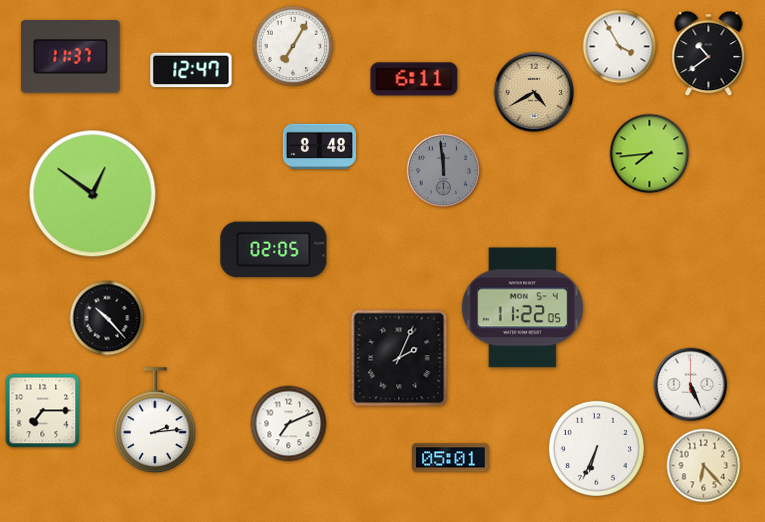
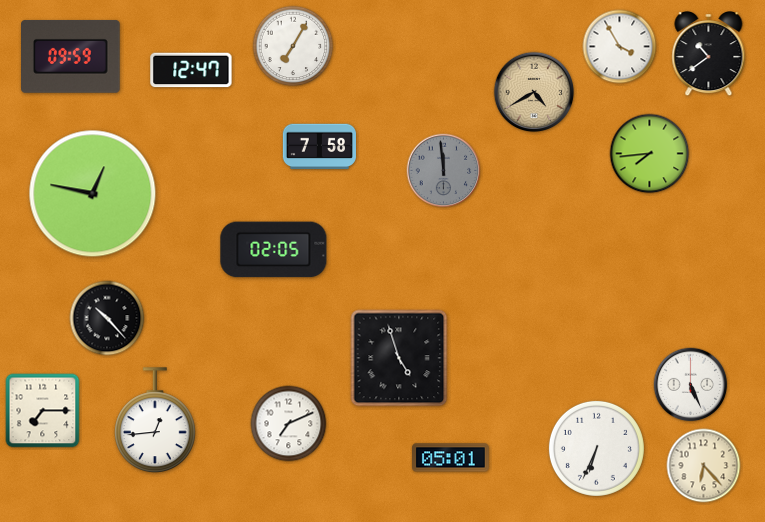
clock at (71, 57): 11:37 -> 09:59
clock at (414, 79): 6:11 -> none
clock at (319, 147): 8:48 -> 7:58
clock at (93, 194): 12:51 -> 12:47
clock at (522, 308): 11:22 -> none
clock at (399, 358): 2:04 -> 4:57
clock at (156, 420): 2:14 -> 12:44
